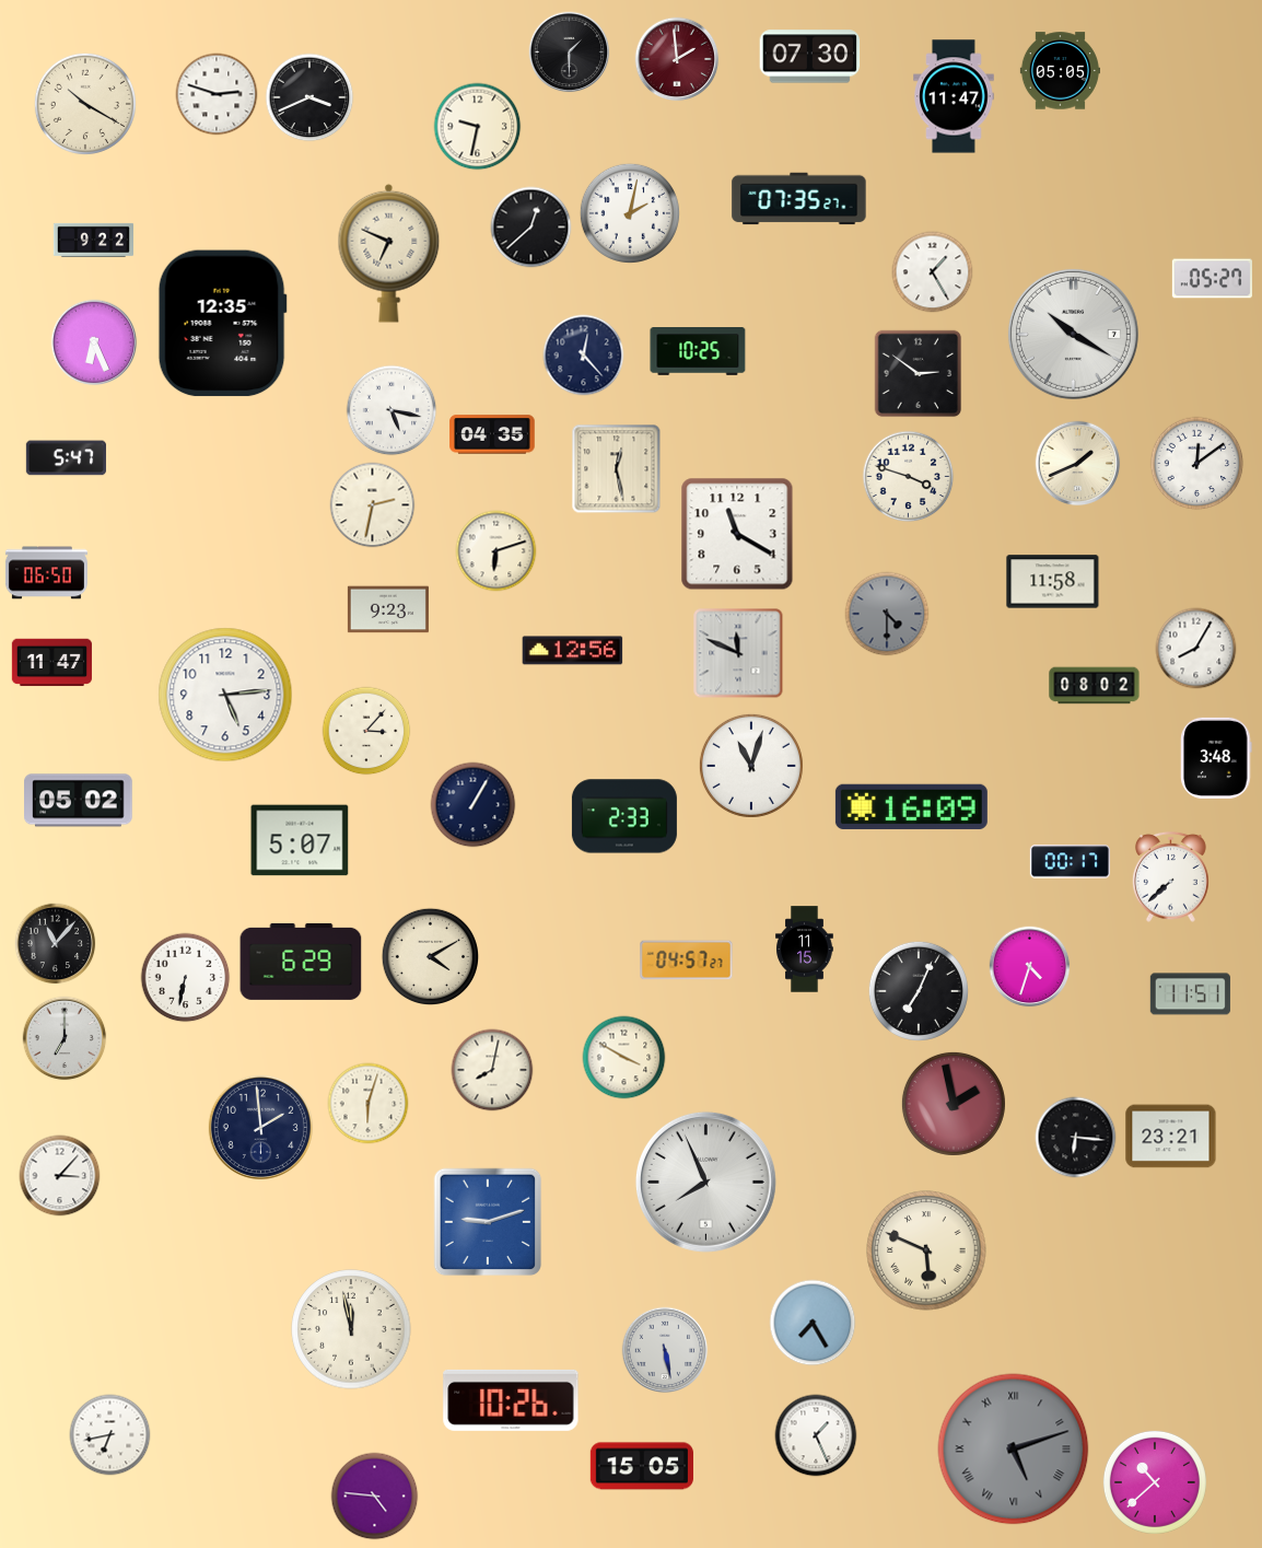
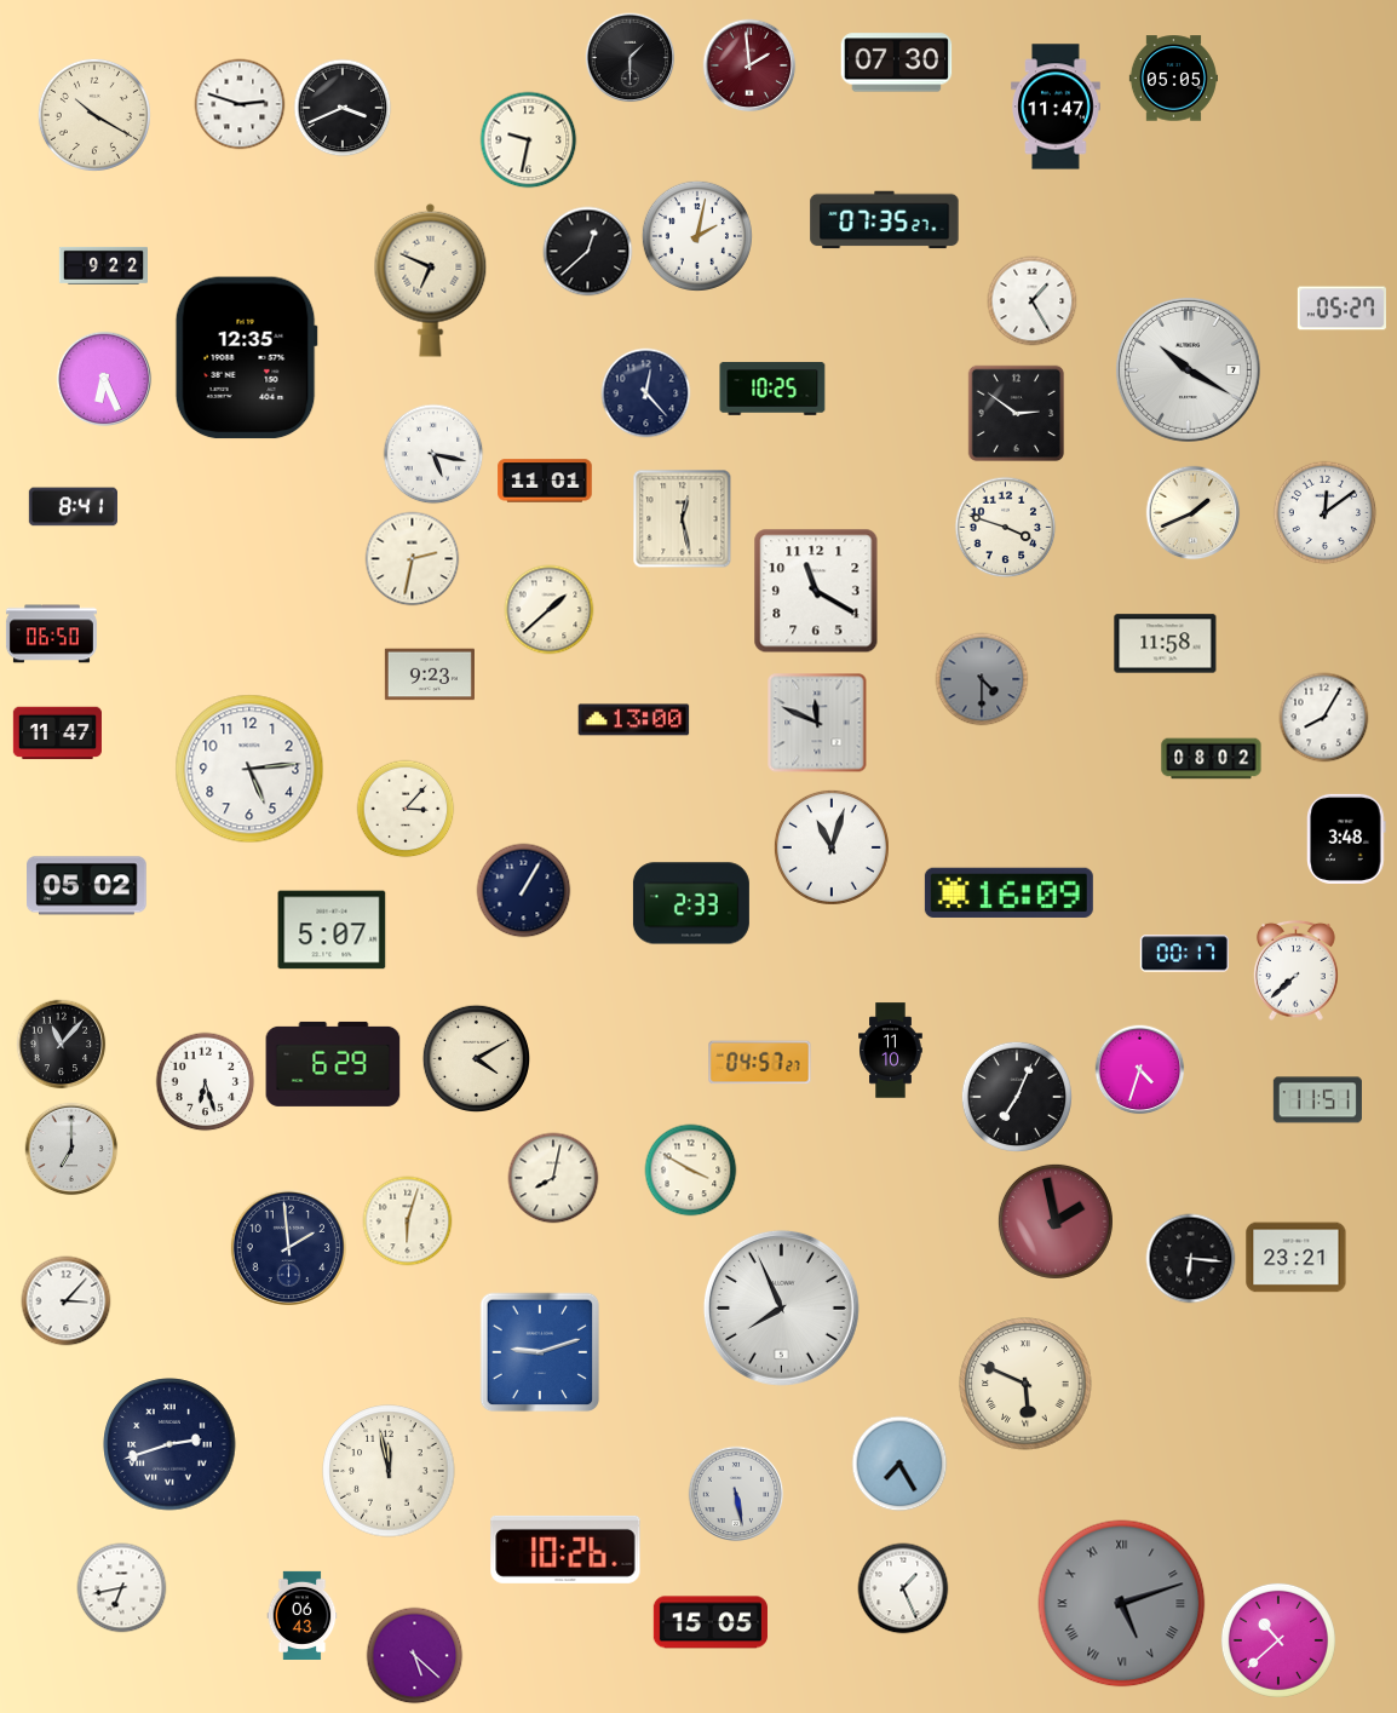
clock at (492, 434): 04:35 -> 11:01
clock at (66, 458): 5:47 -> 8:41
clock at (496, 551): 6:12 -> 1:38
clock at (573, 651): 12:56 -> 13:00
clock at (805, 950): 11:15 -> 11:10
clock at (186, 978): 6:32 -> 6:27
clock at (492, 1070) position: (492, 1070) -> (553, 1178)
clock at (169, 1444): none -> 2:42
clock at (303, 1615): none -> 06:43
clock at (375, 1497): 4:46 -> 5:22
